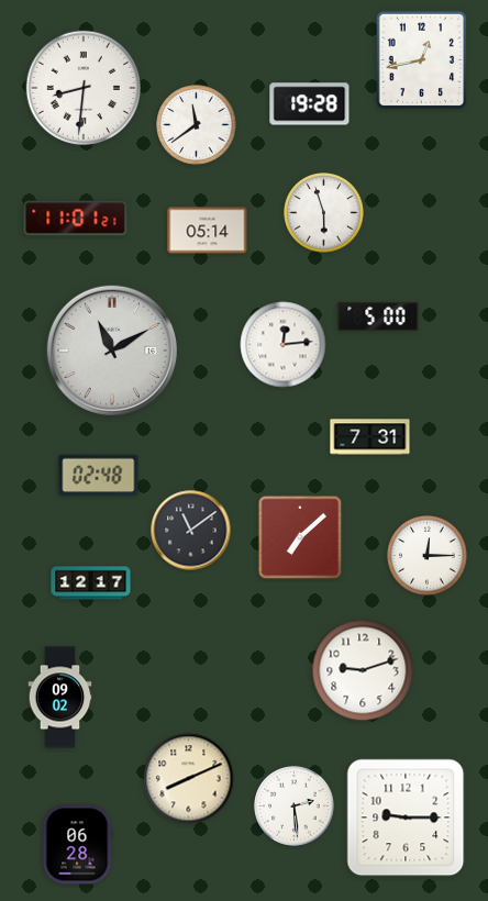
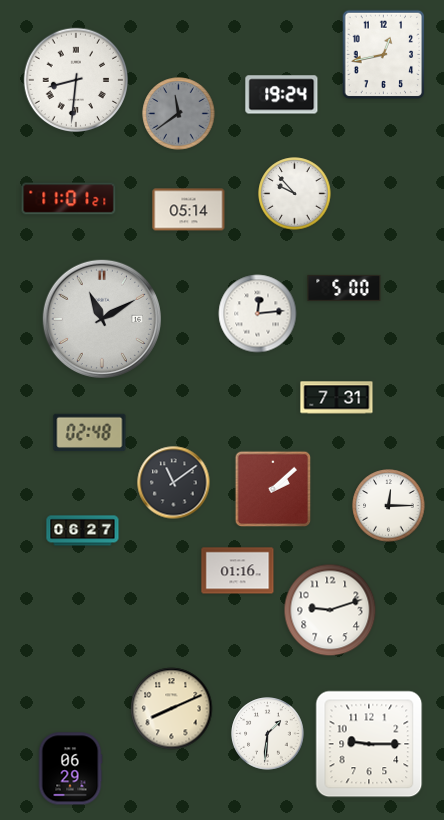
clock at (310, 104): 19:28 -> 19:24
clock at (197, 125) dial: white -> grey
clock at (324, 213): 5:57 -> 9:53
clock at (300, 537): 7:08 -> 2:08
clock at (91, 583): 12:17 -> 06:27
clock at (238, 571): none -> 01:16
clock at (60, 698): 09:02 -> none
clock at (295, 807): 2:29 -> 1:31
clock at (77, 845): 06:28 -> 06:29
